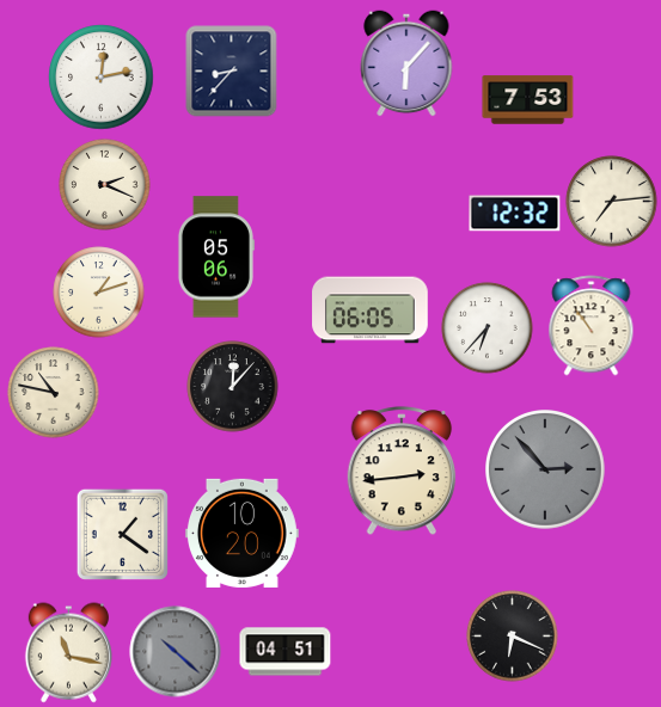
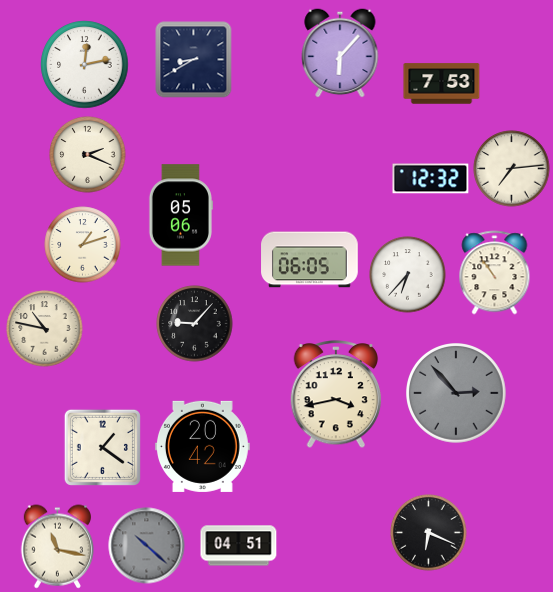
clock at (232, 72): 8:37 -> 8:40
clock at (233, 387): 12:07 -> 9:07
clock at (402, 472): 2:44 -> 3:43
clock at (241, 533): 10:20 -> 20:42
